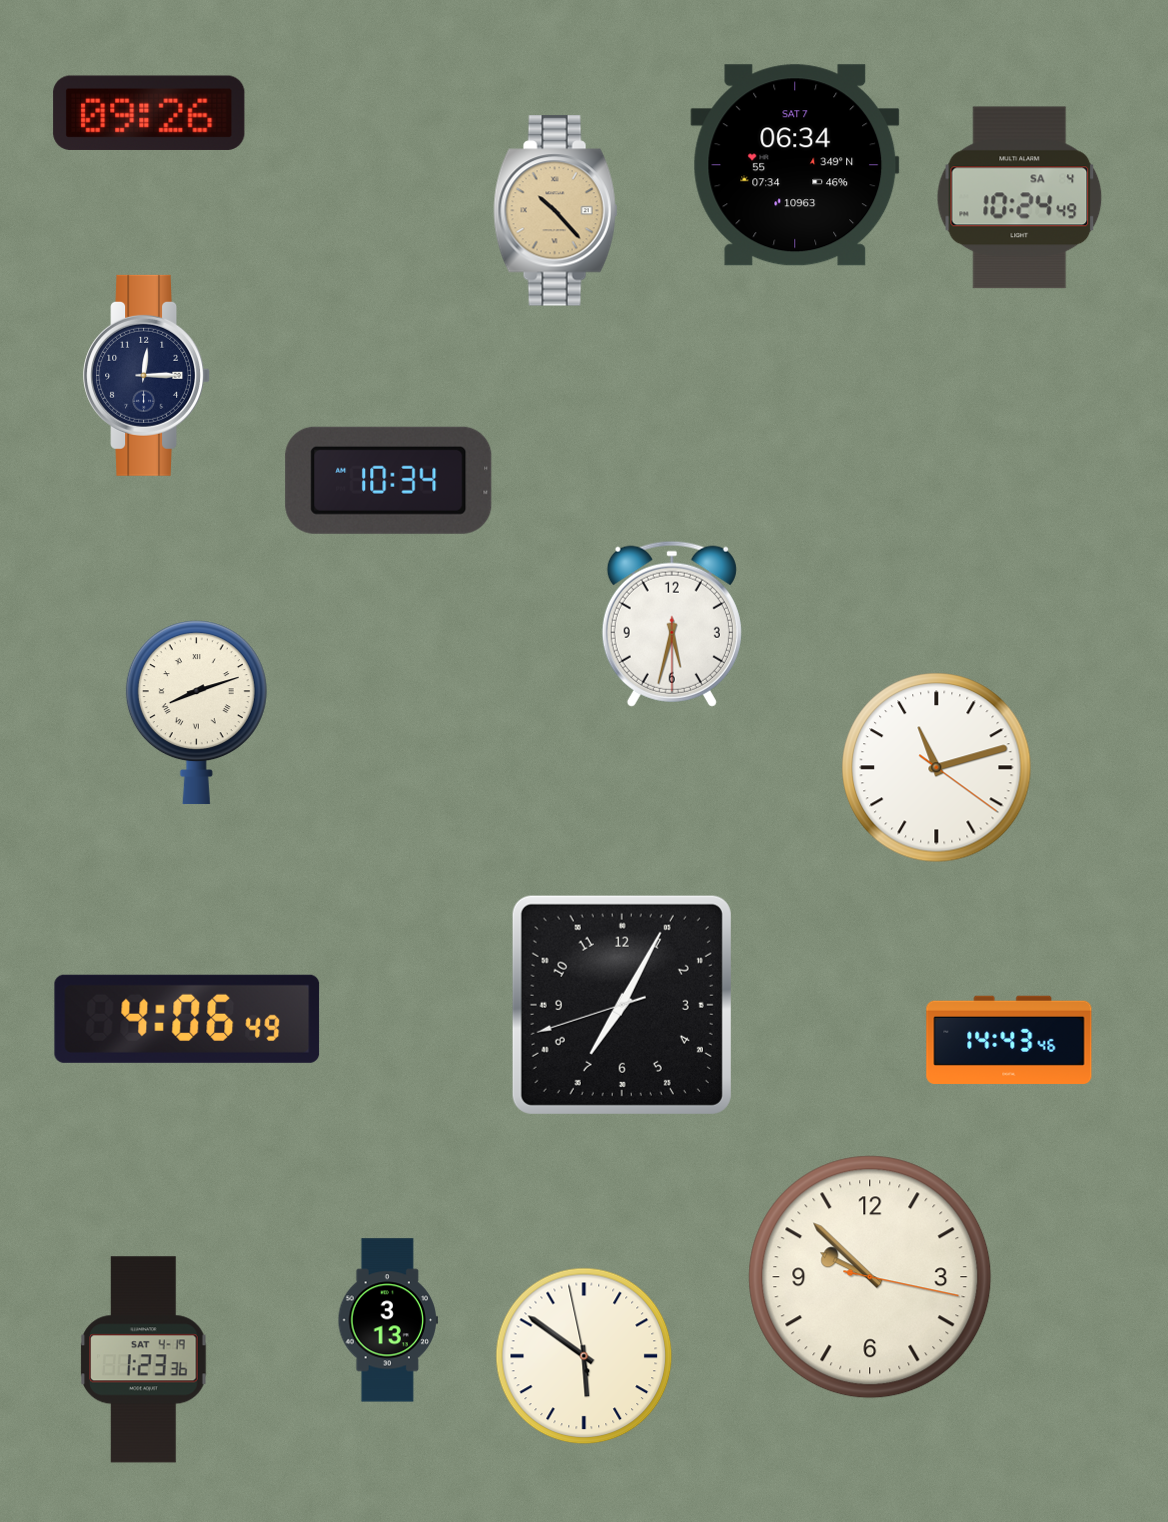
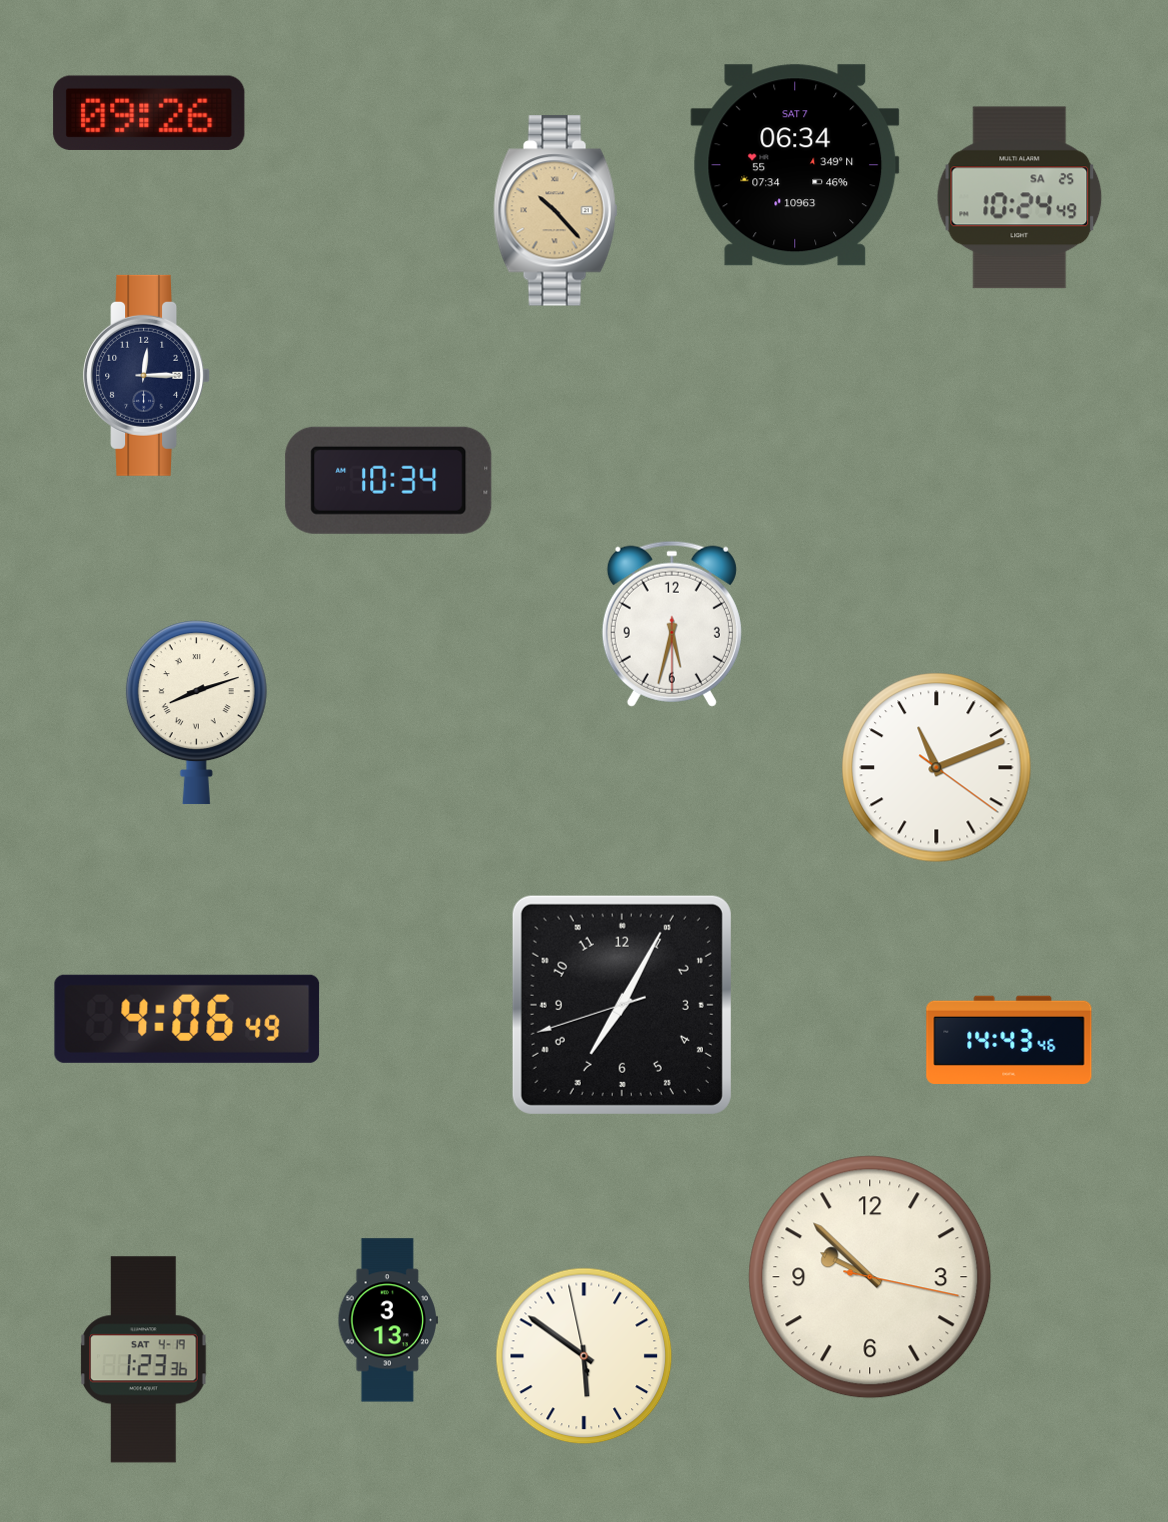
clock at (1020, 198) date: SA 4 -> SA 25
clock at (937, 768): 11:12 -> 11:11
